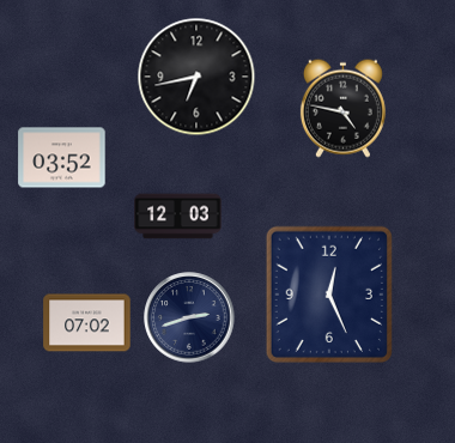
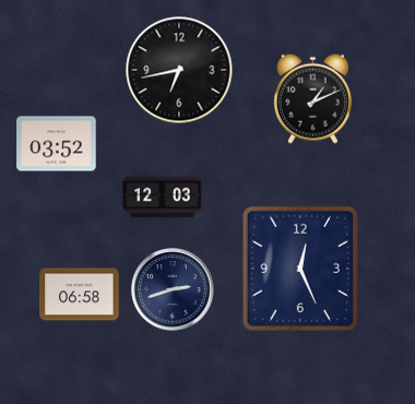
clock at (342, 108): 4:47 -> 1:11
clock at (87, 323): 07:02 -> 06:58
